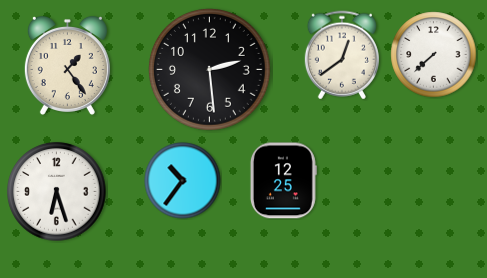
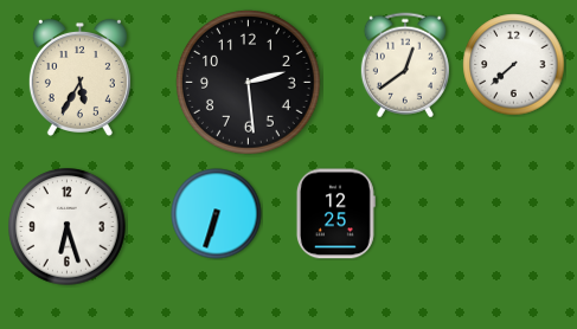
clock at (67, 65): 1:24 -> 5:35
clock at (183, 181): 10:36 -> 6:33
